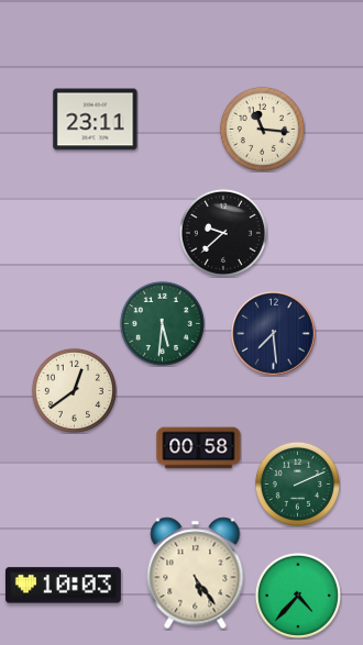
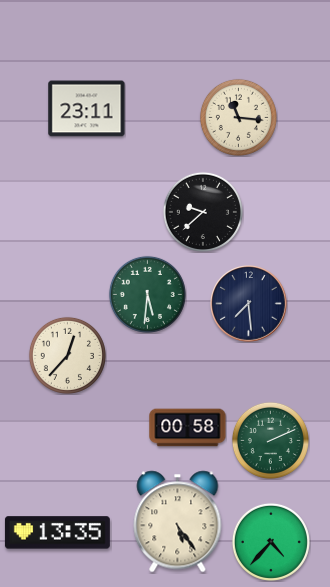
clock at (74, 390): 12:39 -> 12:37
clock at (199, 448) position: (199, 448) -> (188, 428)
clock at (63, 586): 10:03 -> 13:35
